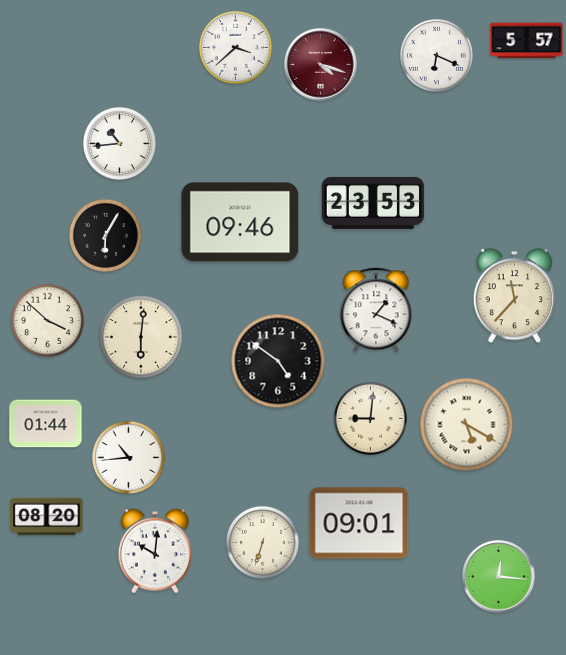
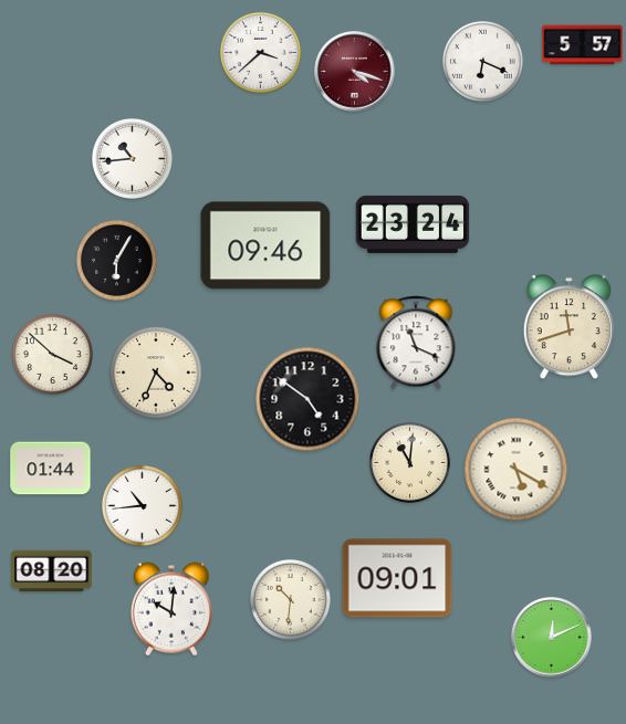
clock at (373, 203): 23:53 -> 23:24
clock at (514, 296): 11:37 -> 11:42
clock at (376, 310): 1:19 -> 11:19
clock at (141, 337): 6:01 -> 4:34
clock at (370, 418): 9:01 -> 11:01
clock at (262, 542): 6:33 -> 10:31
clock at (499, 577): 12:16 -> 12:11
